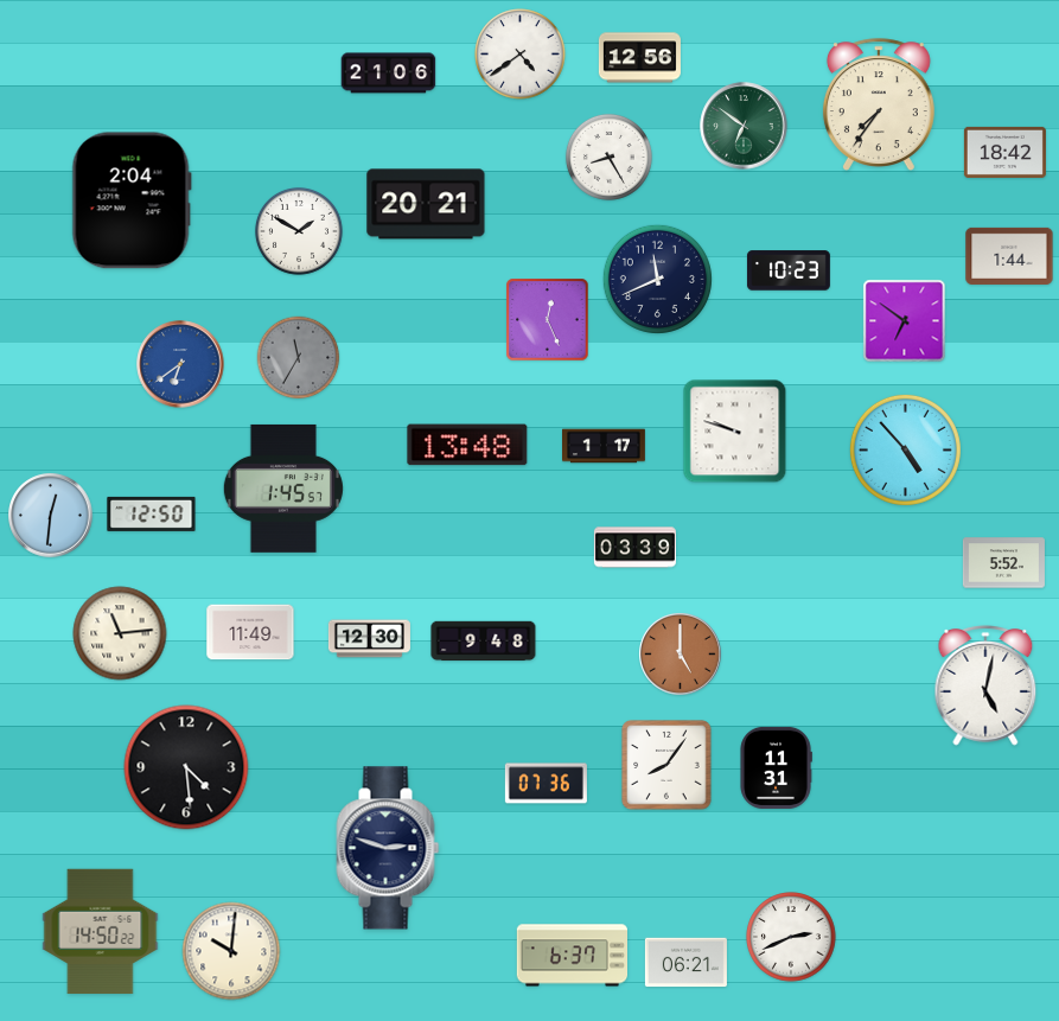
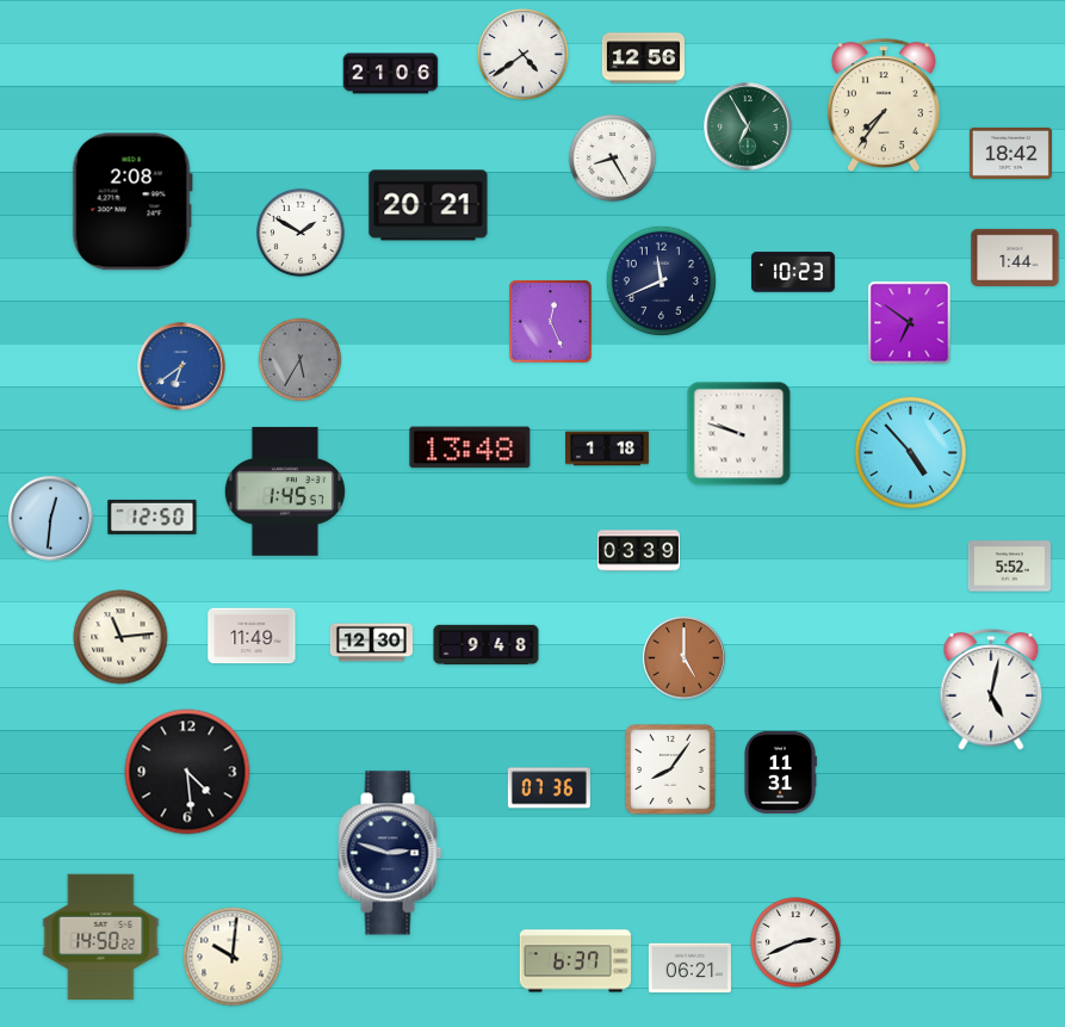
clock at (744, 126): 6:51 -> 6:55
clock at (132, 200): 2:04 -> 2:08
clock at (299, 358): 11:35 -> 5:35
clock at (605, 446): 1:17 -> 1:18
